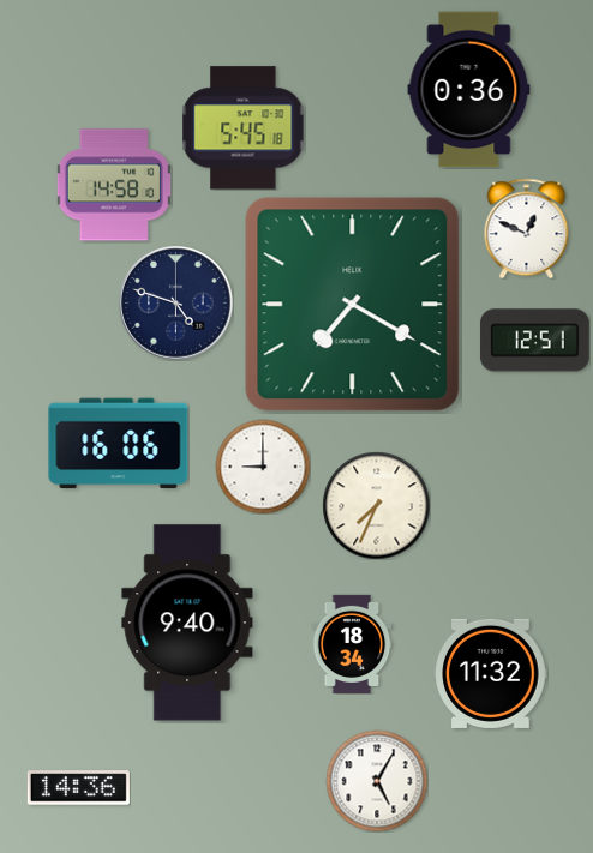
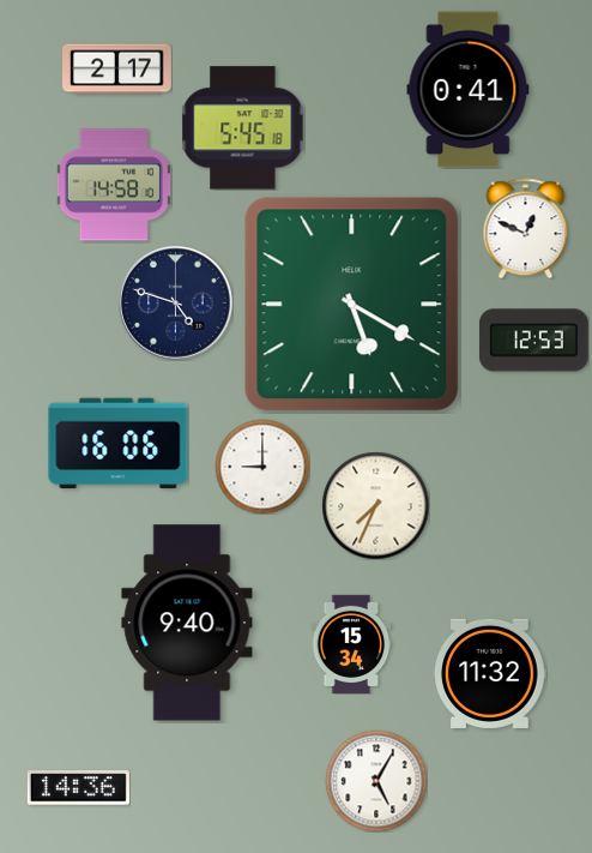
clock at (117, 70): none -> 2:17
clock at (469, 90): 0:36 -> 0:41
clock at (353, 305): 7:20 -> 5:20
clock at (534, 341): 12:51 -> 12:53
clock at (352, 644): 18:34 -> 15:34
